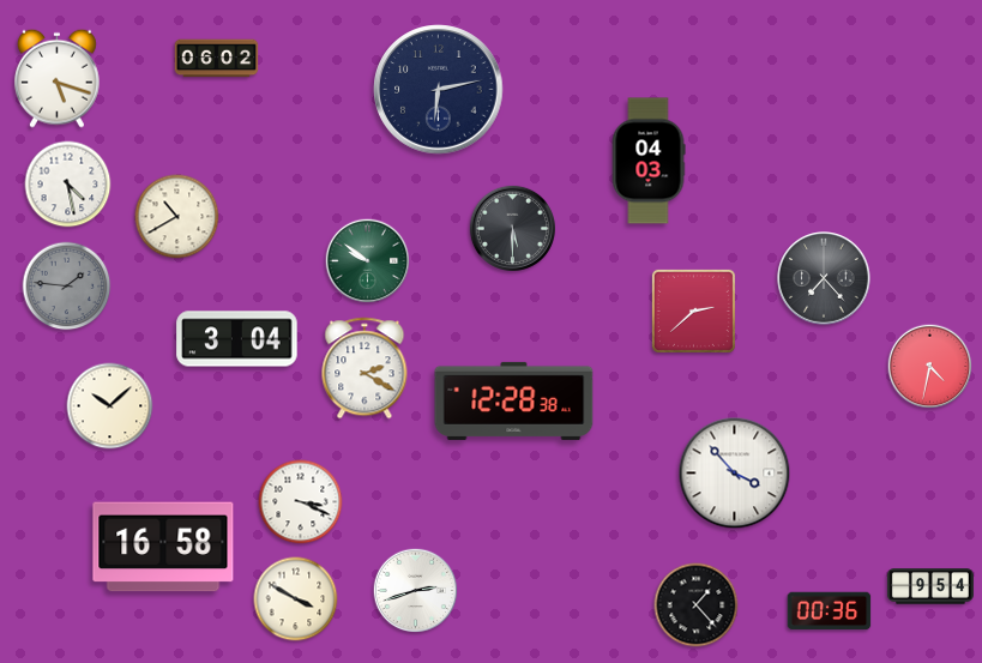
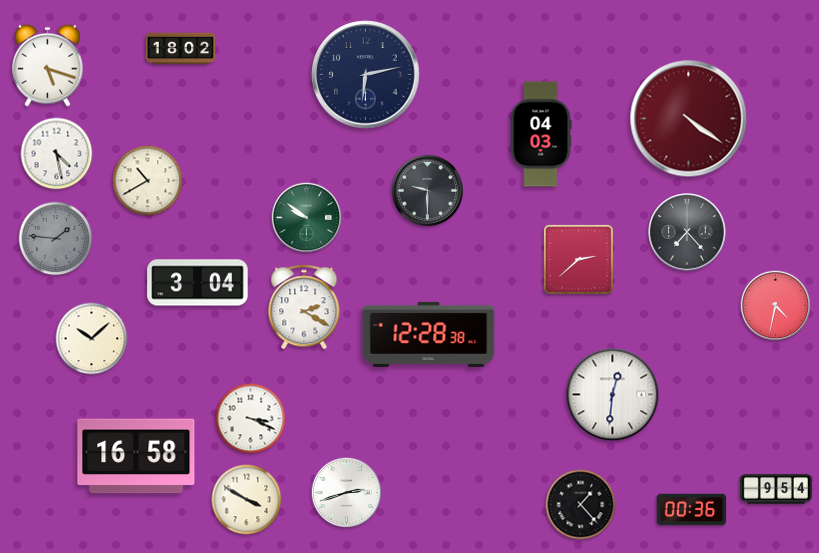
clock at (217, 59): 06:02 -> 18:02
clock at (689, 119): none -> 4:21
clock at (512, 228): 5:30 -> 9:30
clock at (735, 474): 3:53 -> 12:31
